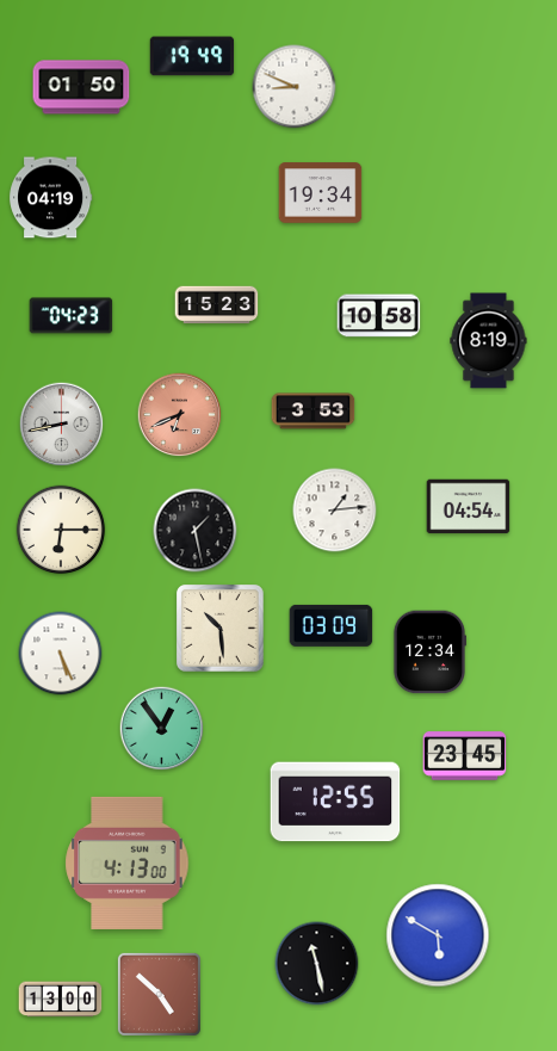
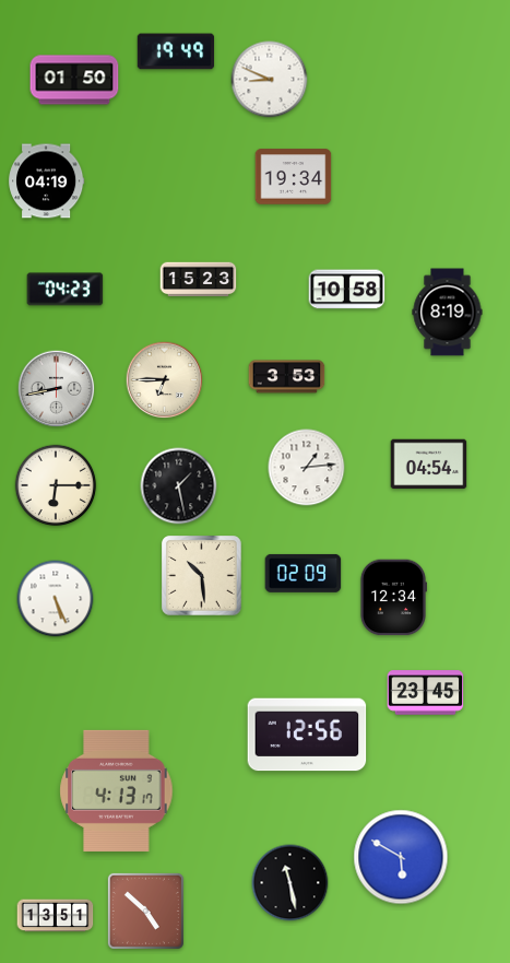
clock at (180, 415): 6:41 -> 6:45
clock at (180, 415) dial: salmon -> cream
clock at (332, 625): 03:09 -> 02:09
clock at (162, 729): 12:54 -> none
clock at (335, 802): 12:55 -> 12:56
clock at (128, 863): 4:13:00 -> 4:13:17
clock at (61, 1000): 13:00 -> 13:51
